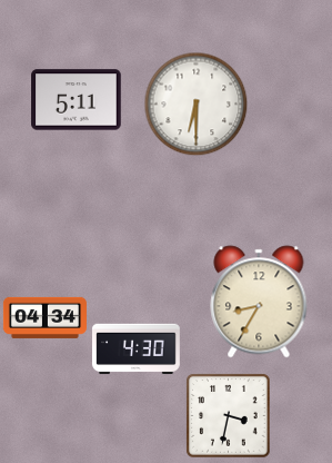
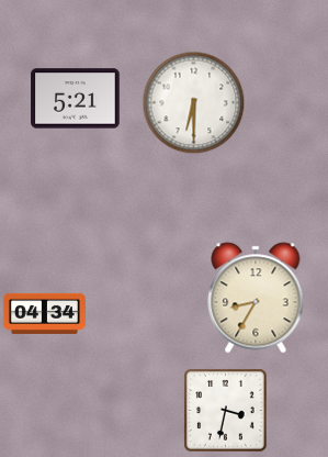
clock at (77, 100): 5:11 -> 5:21
clock at (137, 349): 4:30 -> none
